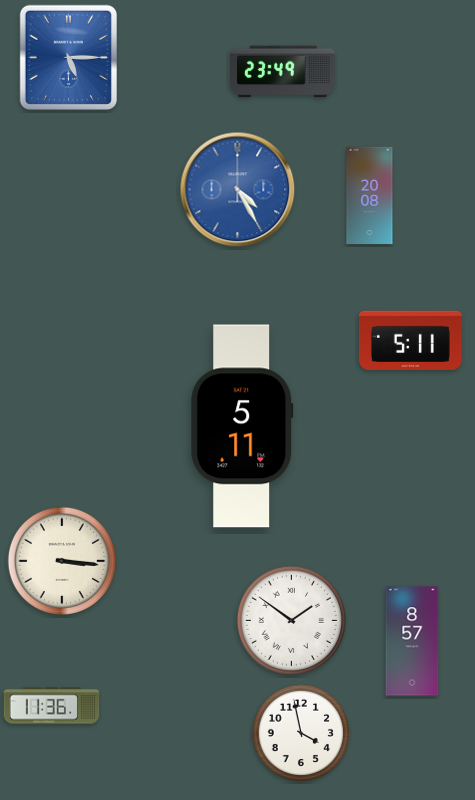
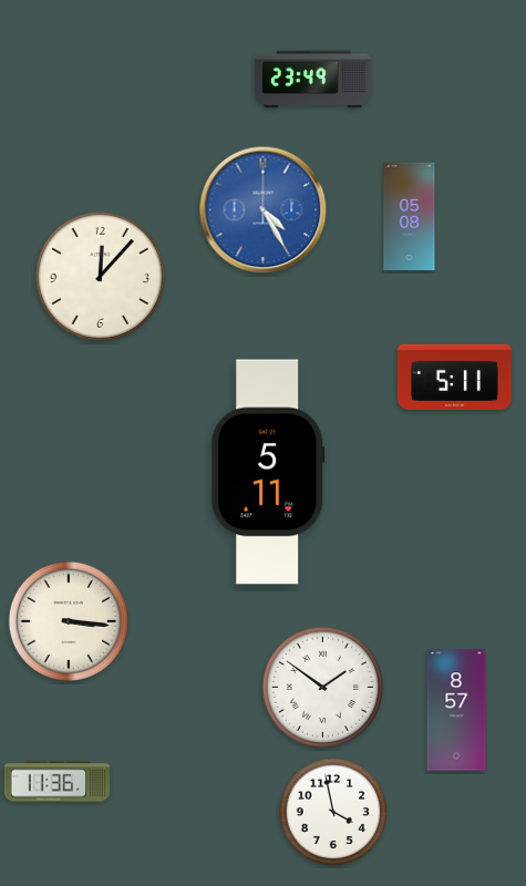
clock at (68, 57): 5:15 -> none
clock at (370, 196): 20:08 -> 05:08
clock at (100, 276): none -> 12:07
